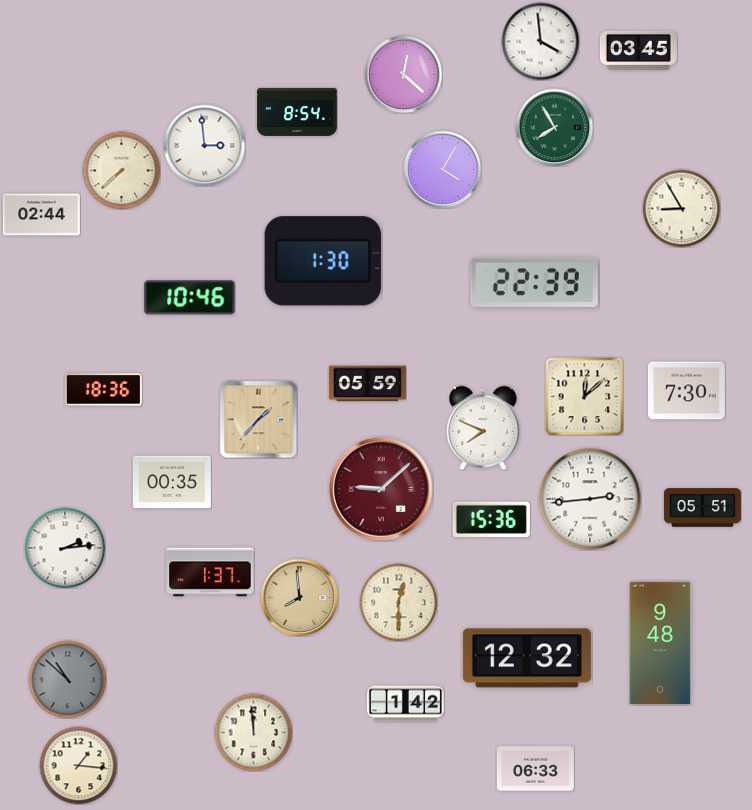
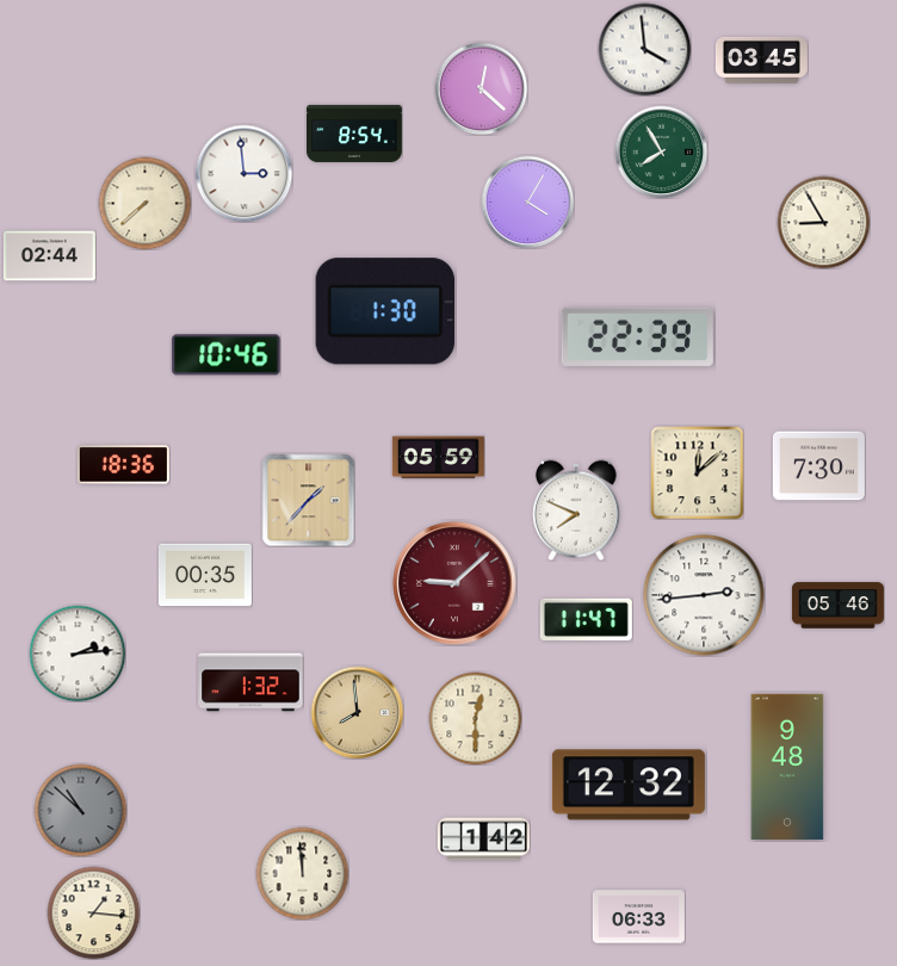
clock at (681, 208) position: (681, 208) -> (823, 222)
clock at (702, 508): 05:51 -> 05:46
clock at (491, 519): 15:36 -> 11:47
clock at (210, 572): 1:37 -> 1:32
